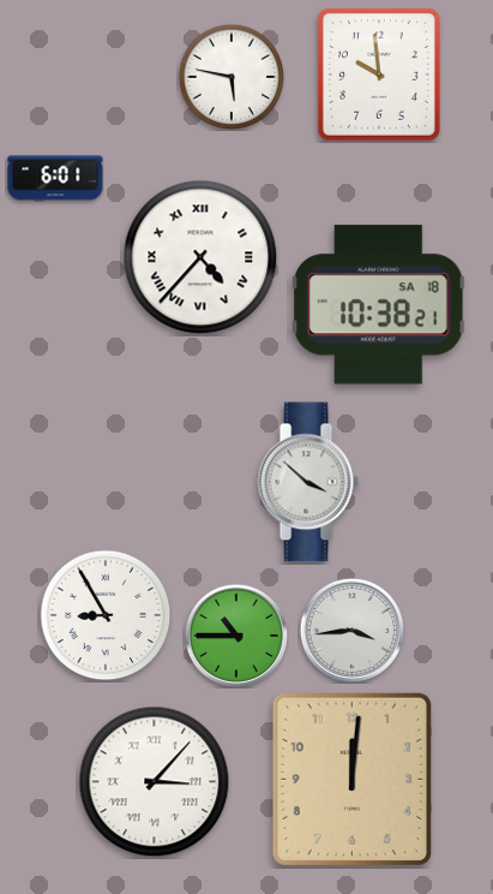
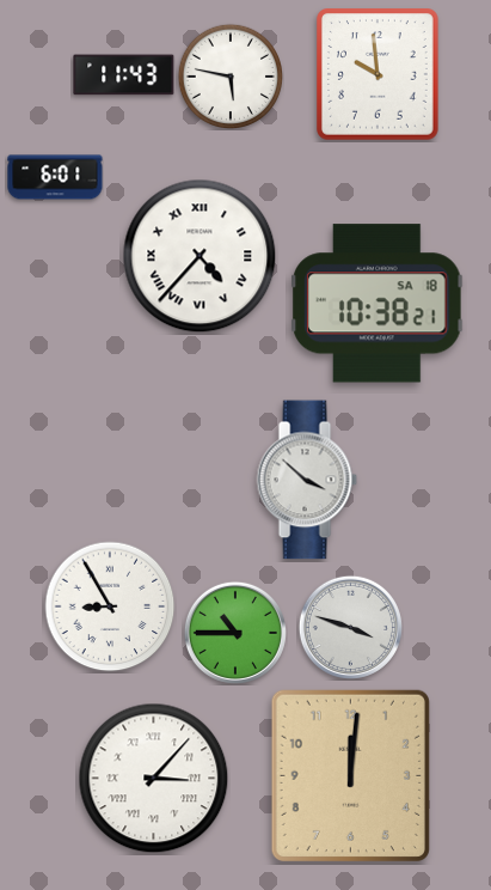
clock at (124, 75): none -> 11:43
clock at (106, 615) position: (106, 615) -> (110, 606)
clock at (351, 630): 3:44 -> 3:48
